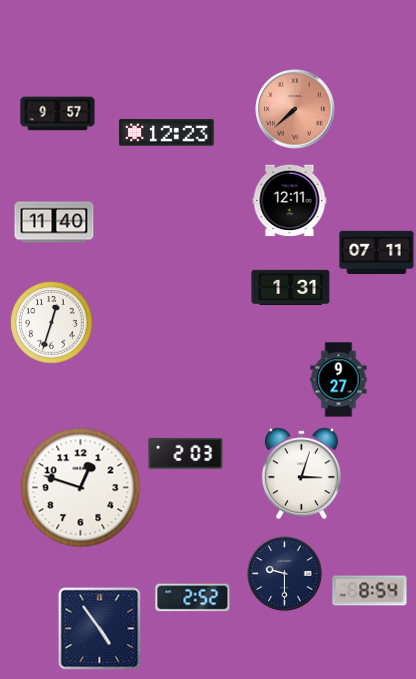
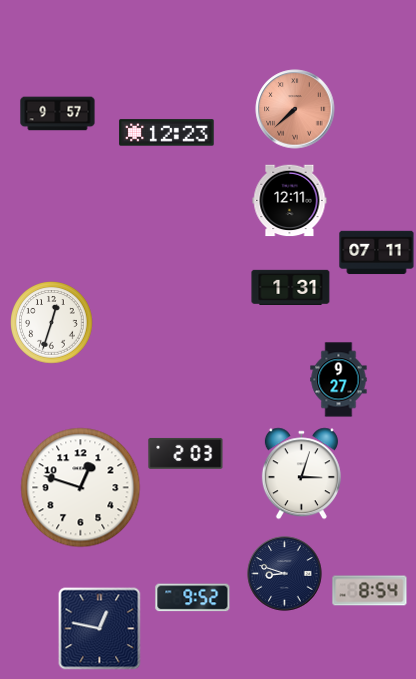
clock at (54, 222): 11:40 -> none
clock at (285, 574): 9:30 -> 8:48
clock at (193, 598): 2:52 -> 9:52
clock at (100, 629): 4:54 -> 12:47
